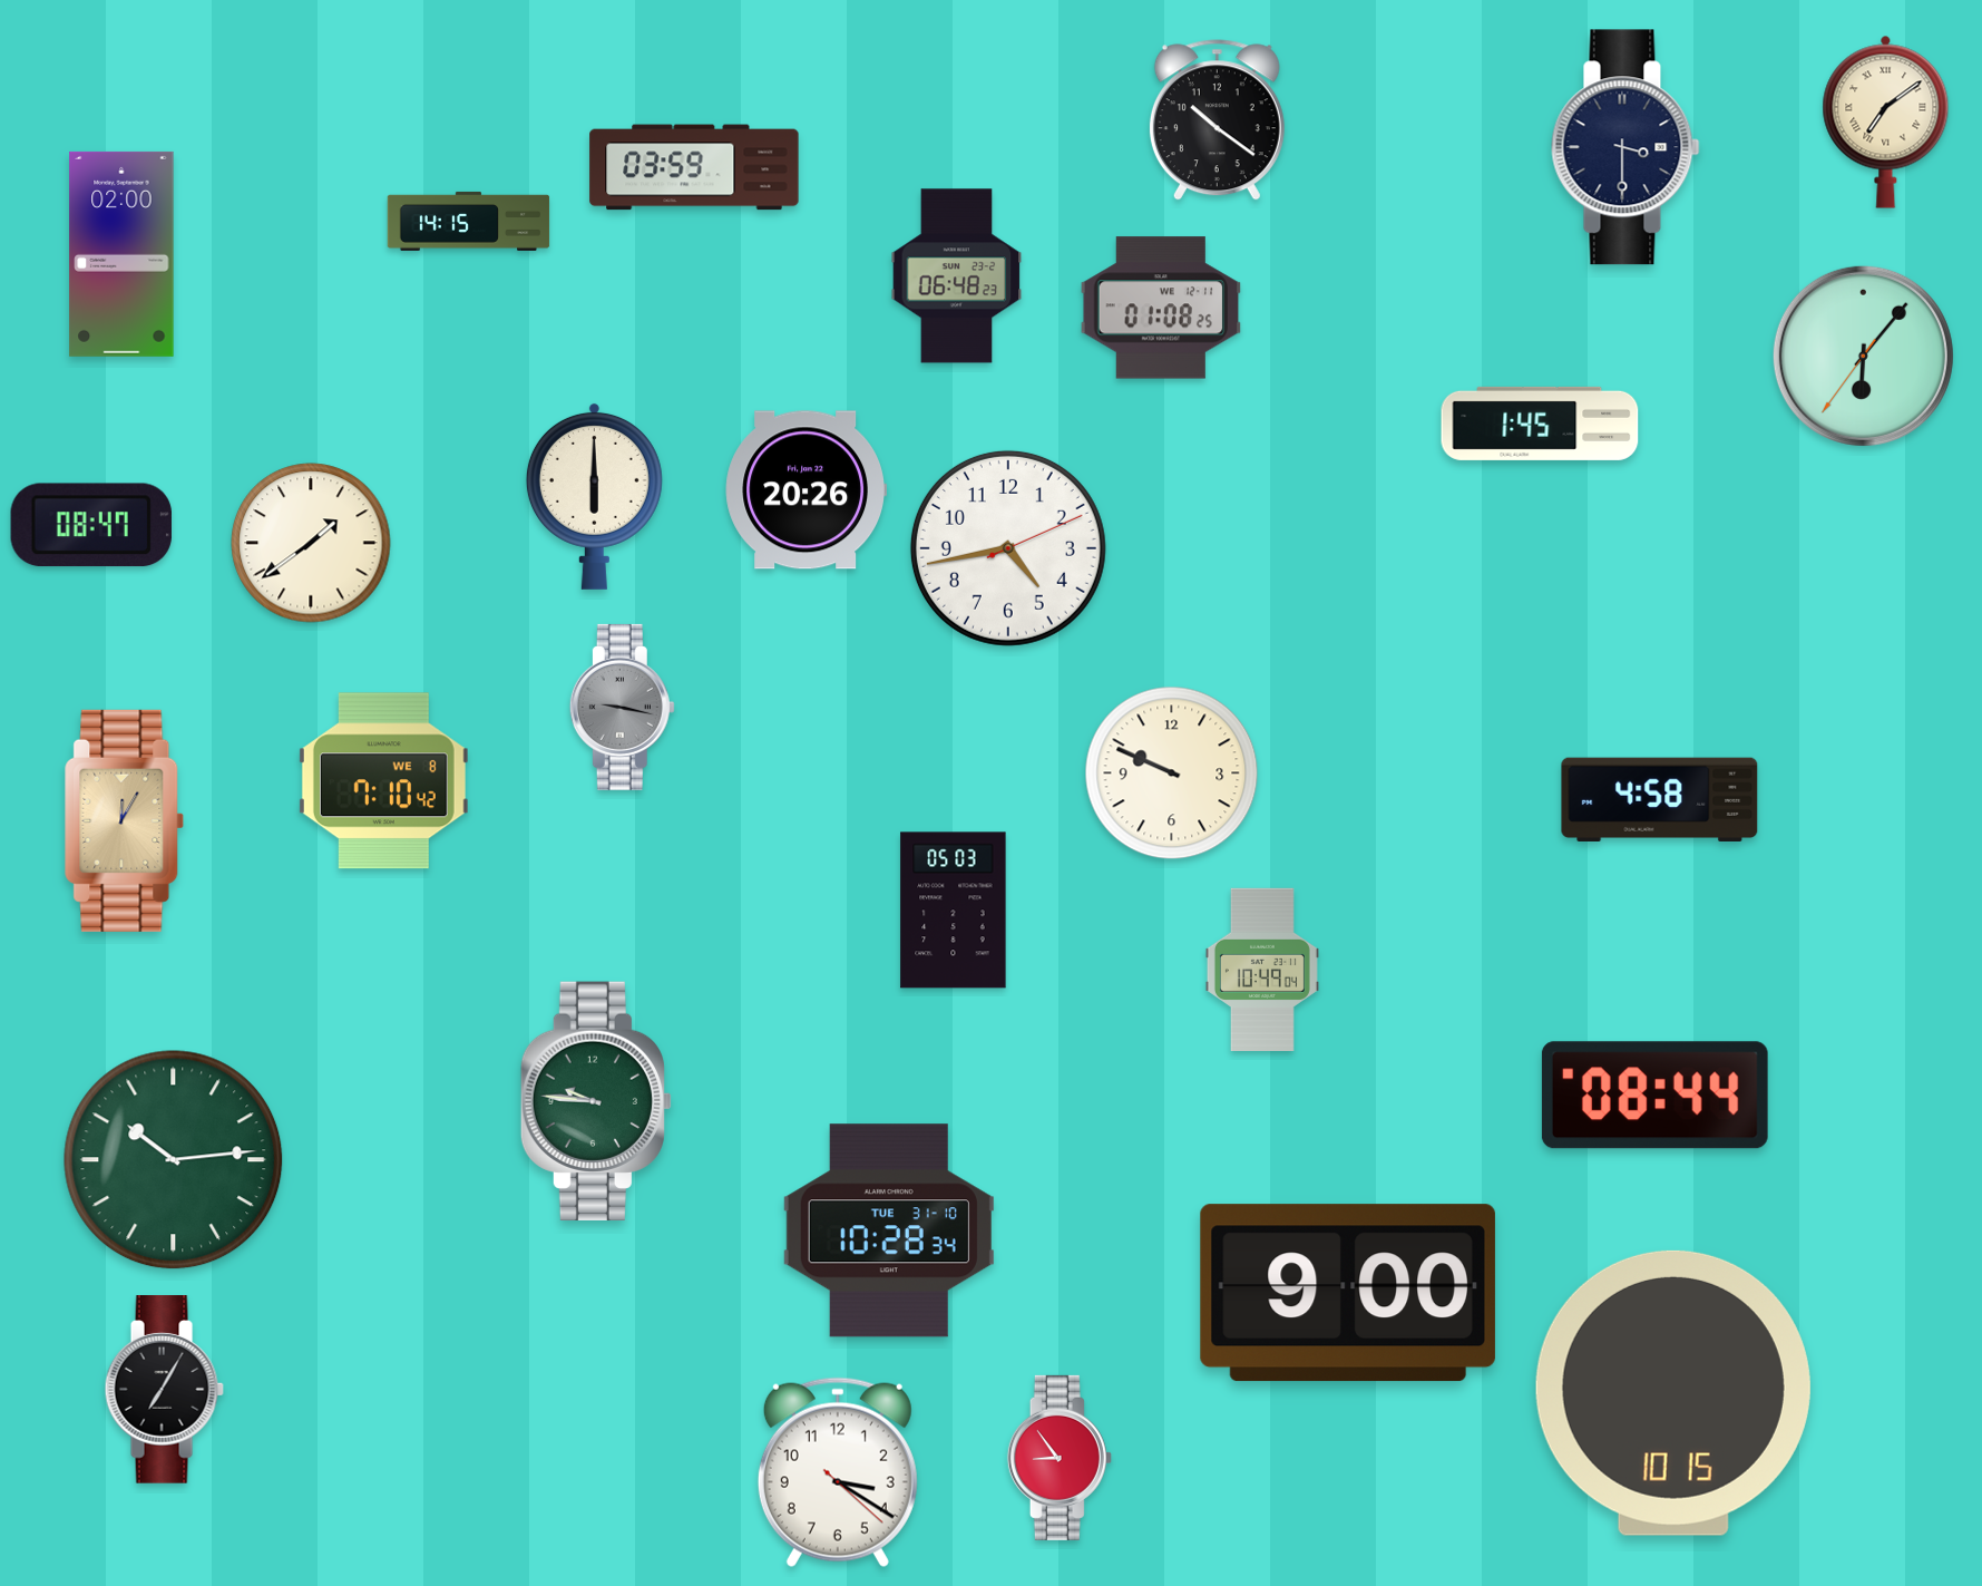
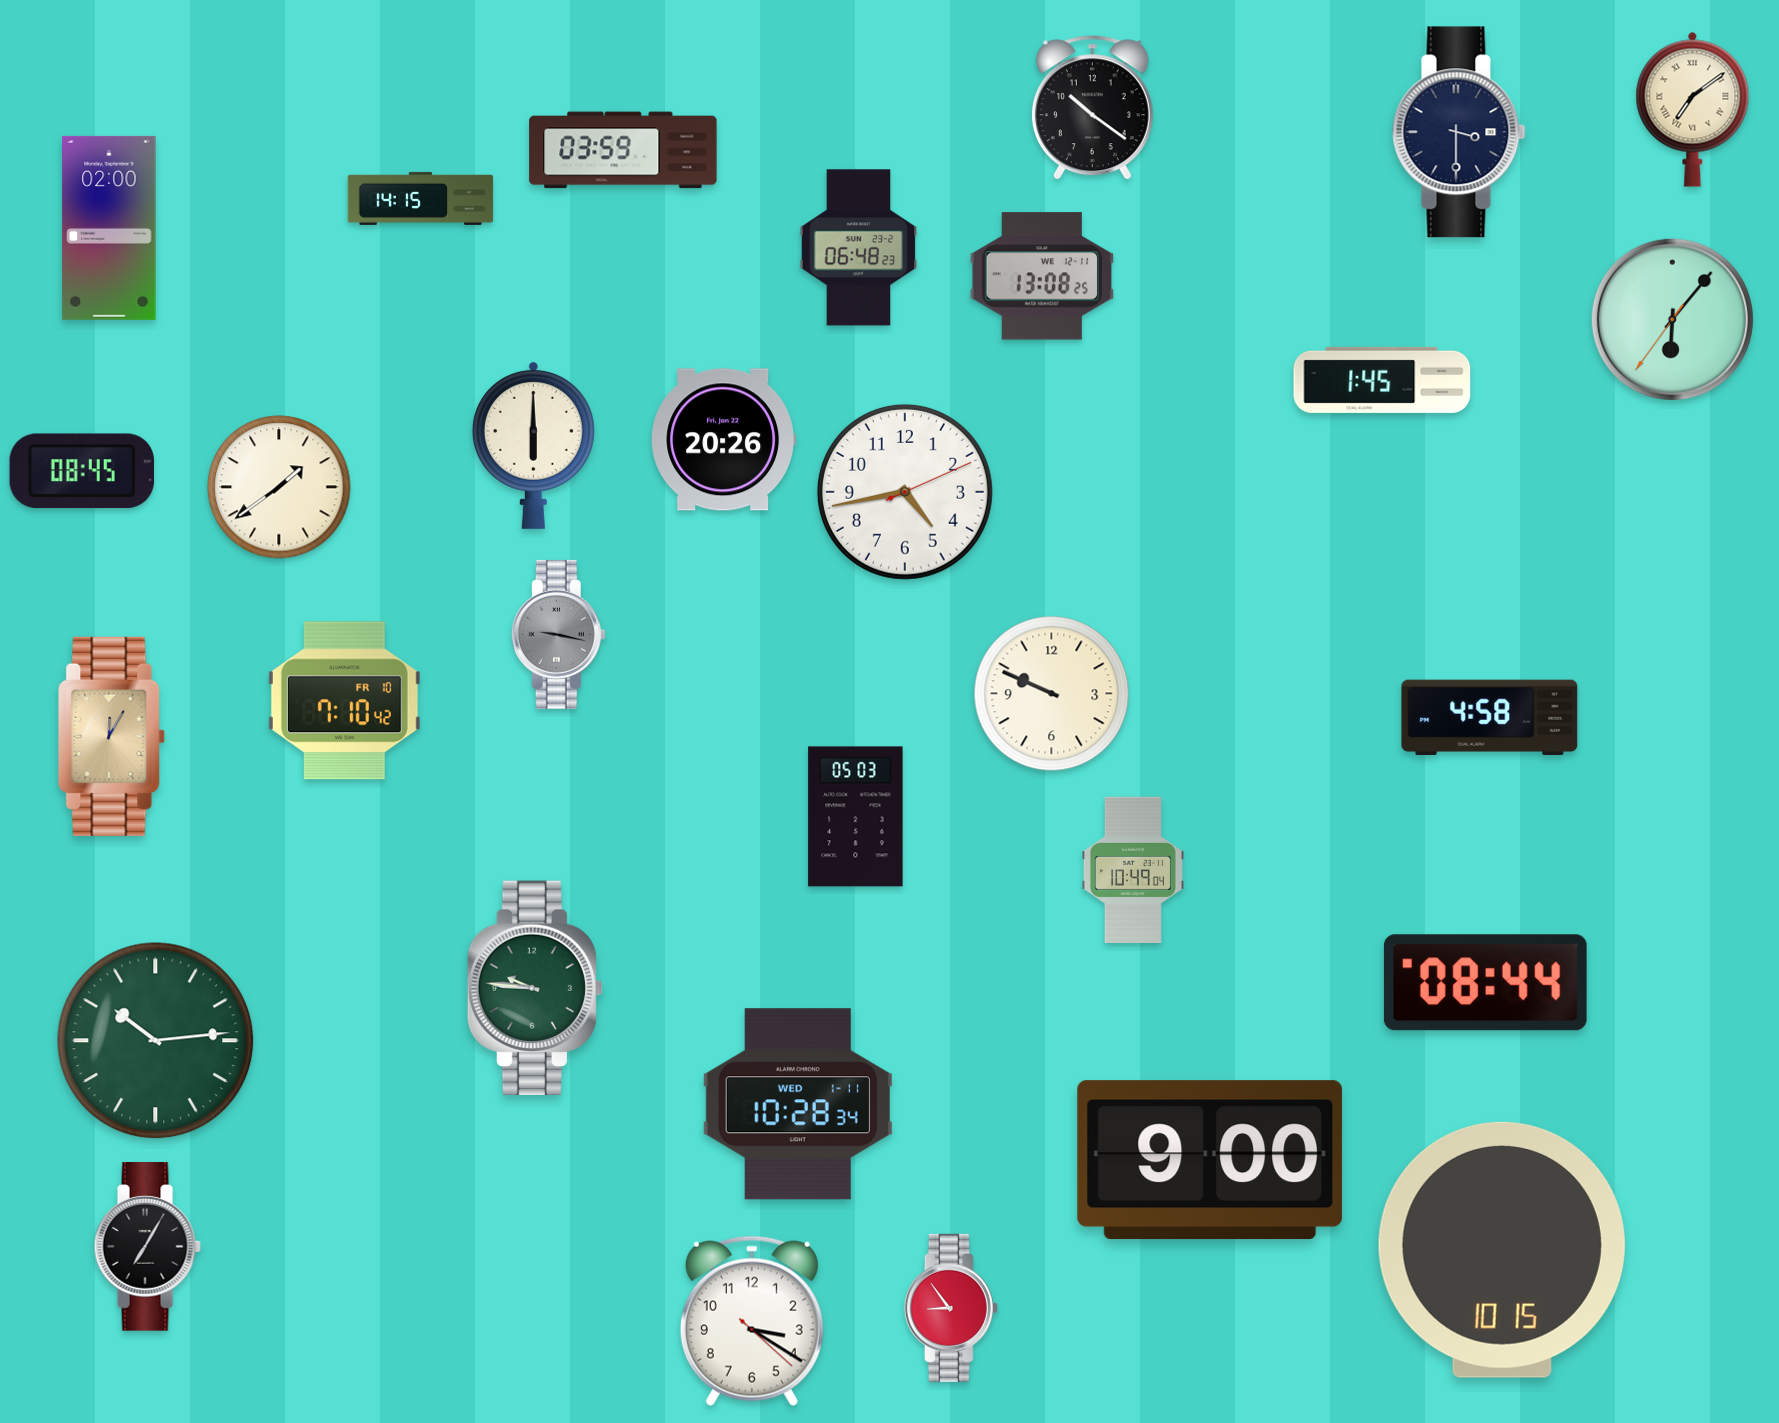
clock at (1161, 308): 01:08 -> 13:08
clock at (91, 525): 08:47 -> 08:45
clock at (383, 781) date: WE 8 -> FR 10
clock at (889, 1230) date: TUE 31-10 -> WED 1-11
